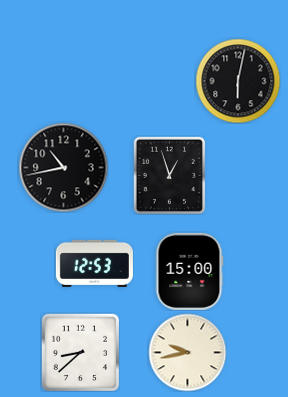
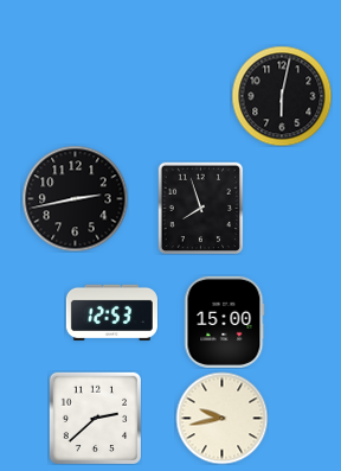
clock at (63, 167): 10:43 -> 2:43
clock at (170, 175): 12:57 -> 7:57
clock at (80, 352): 8:38 -> 2:38
